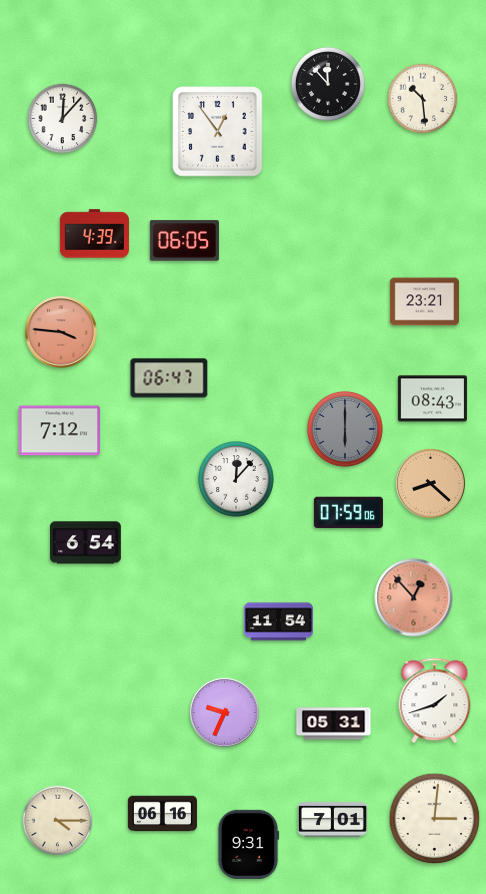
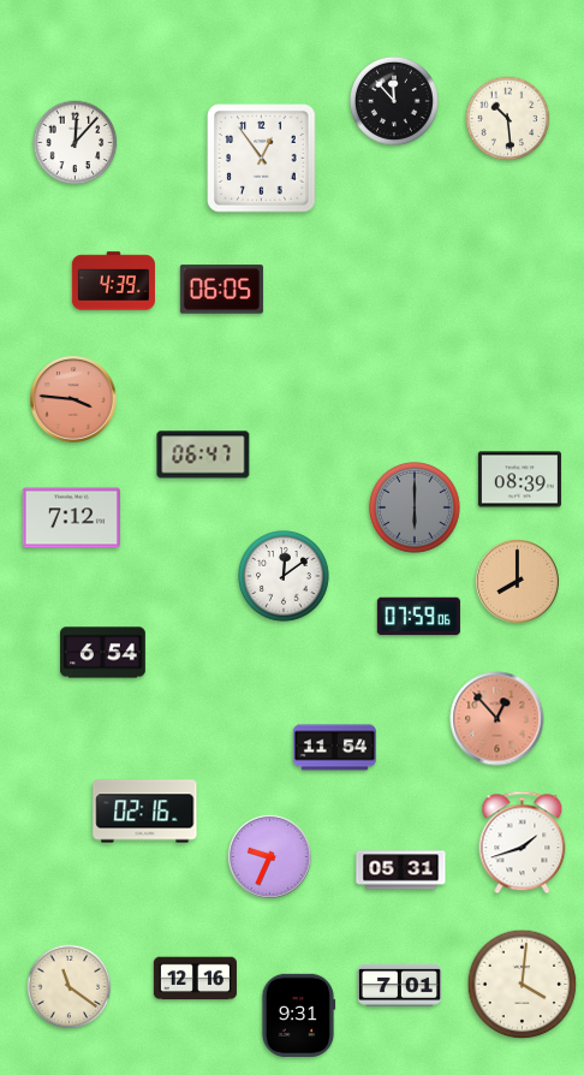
clock at (424, 302): 23:21 -> none
clock at (432, 399): 08:43 -> 08:39
clock at (346, 430) position: (346, 430) -> (416, 509)
clock at (237, 480): 12:07 -> 12:09
clock at (430, 483): 8:22 -> 8:00
clock at (145, 812): none -> 02:16
clock at (162, 814): 06:16 -> 12:16
clock at (435, 819): 3:01 -> 4:01
clock at (58, 821): 4:15 -> 11:21
